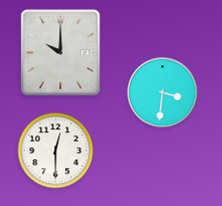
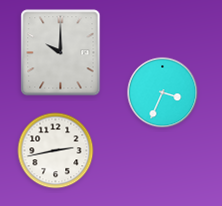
clock at (163, 93): 3:31 -> 3:34
clock at (56, 151): 12:30 -> 2:43
